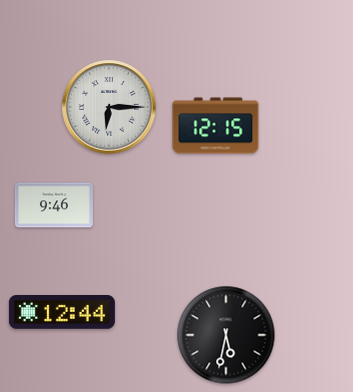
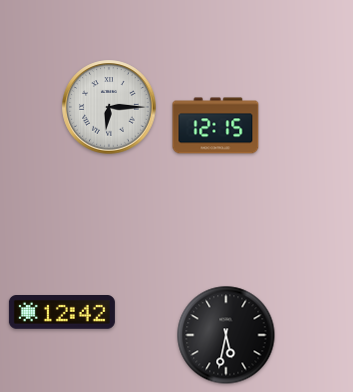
clock at (54, 205): 9:46 -> none
clock at (62, 313): 12:44 -> 12:42
